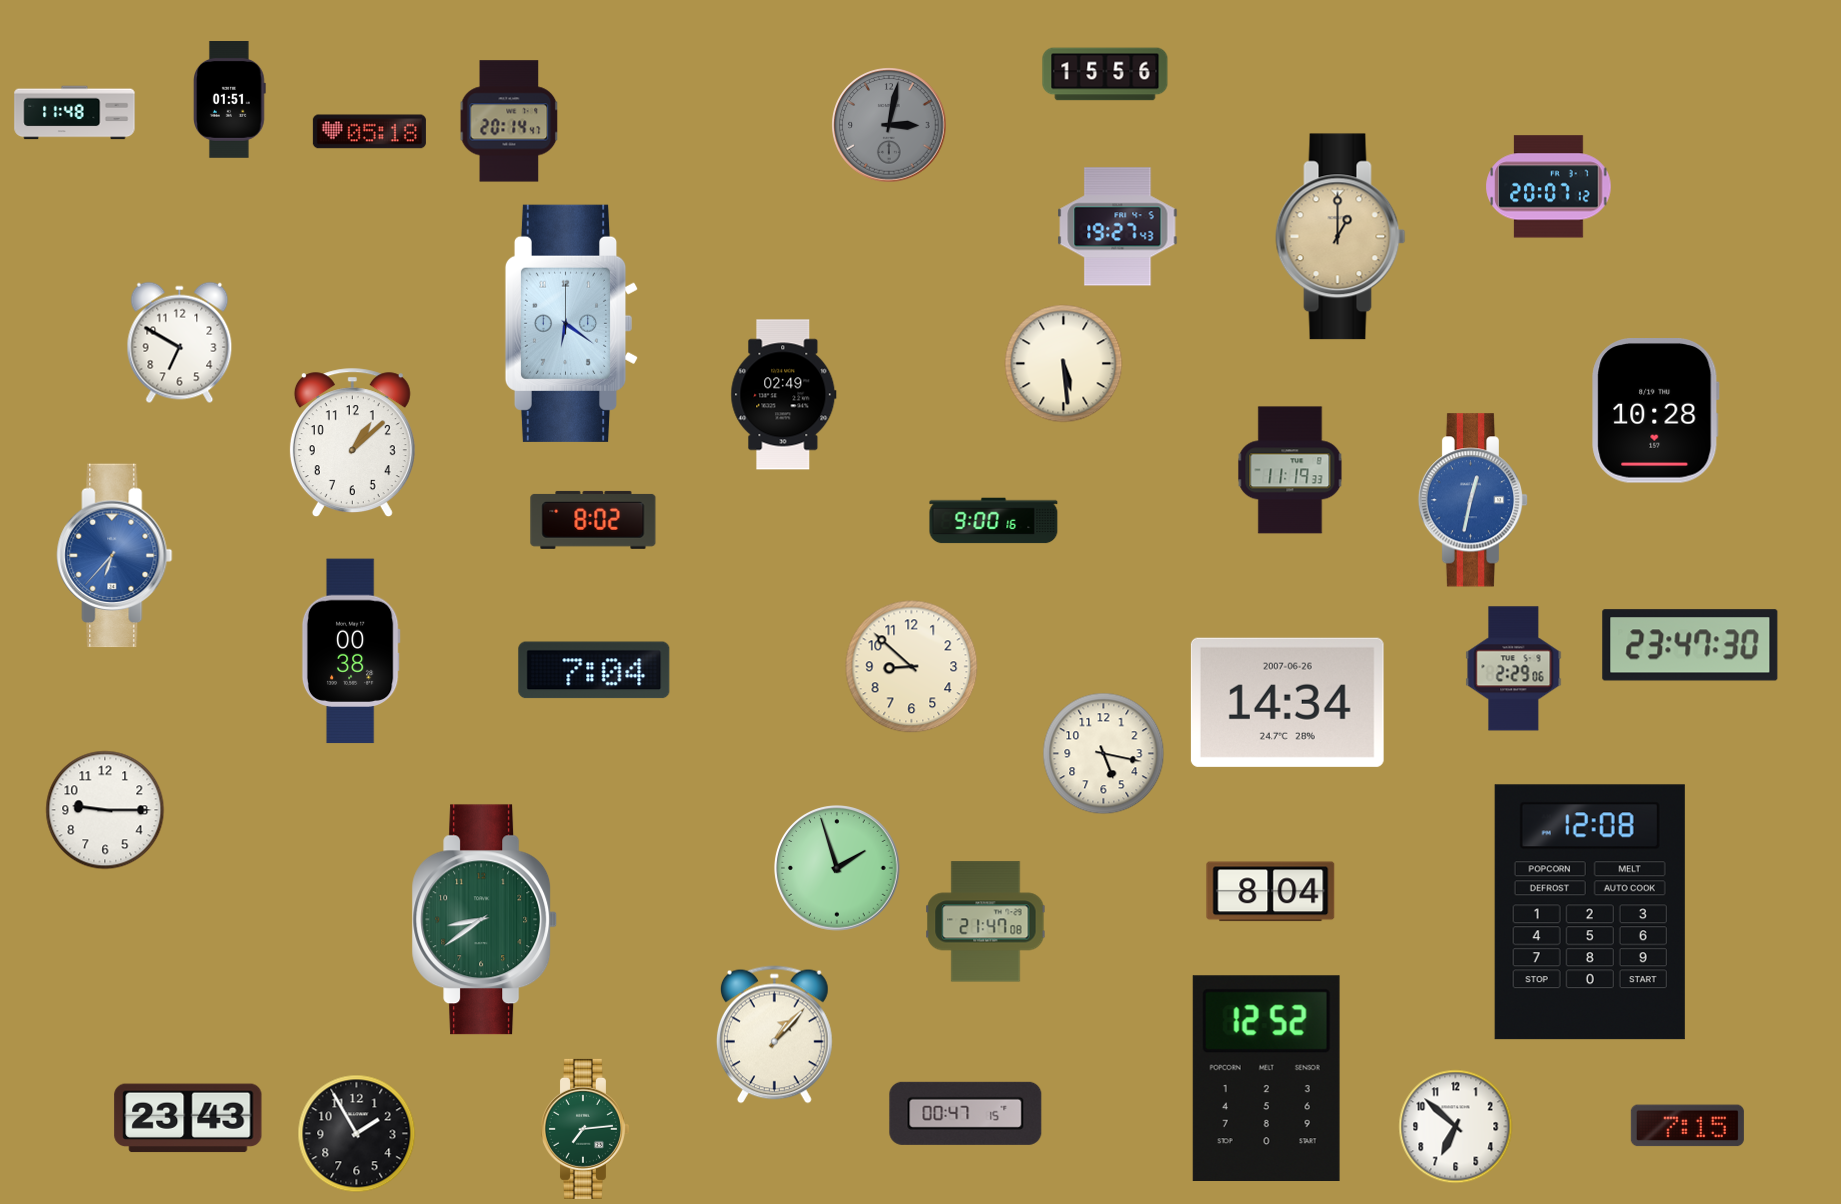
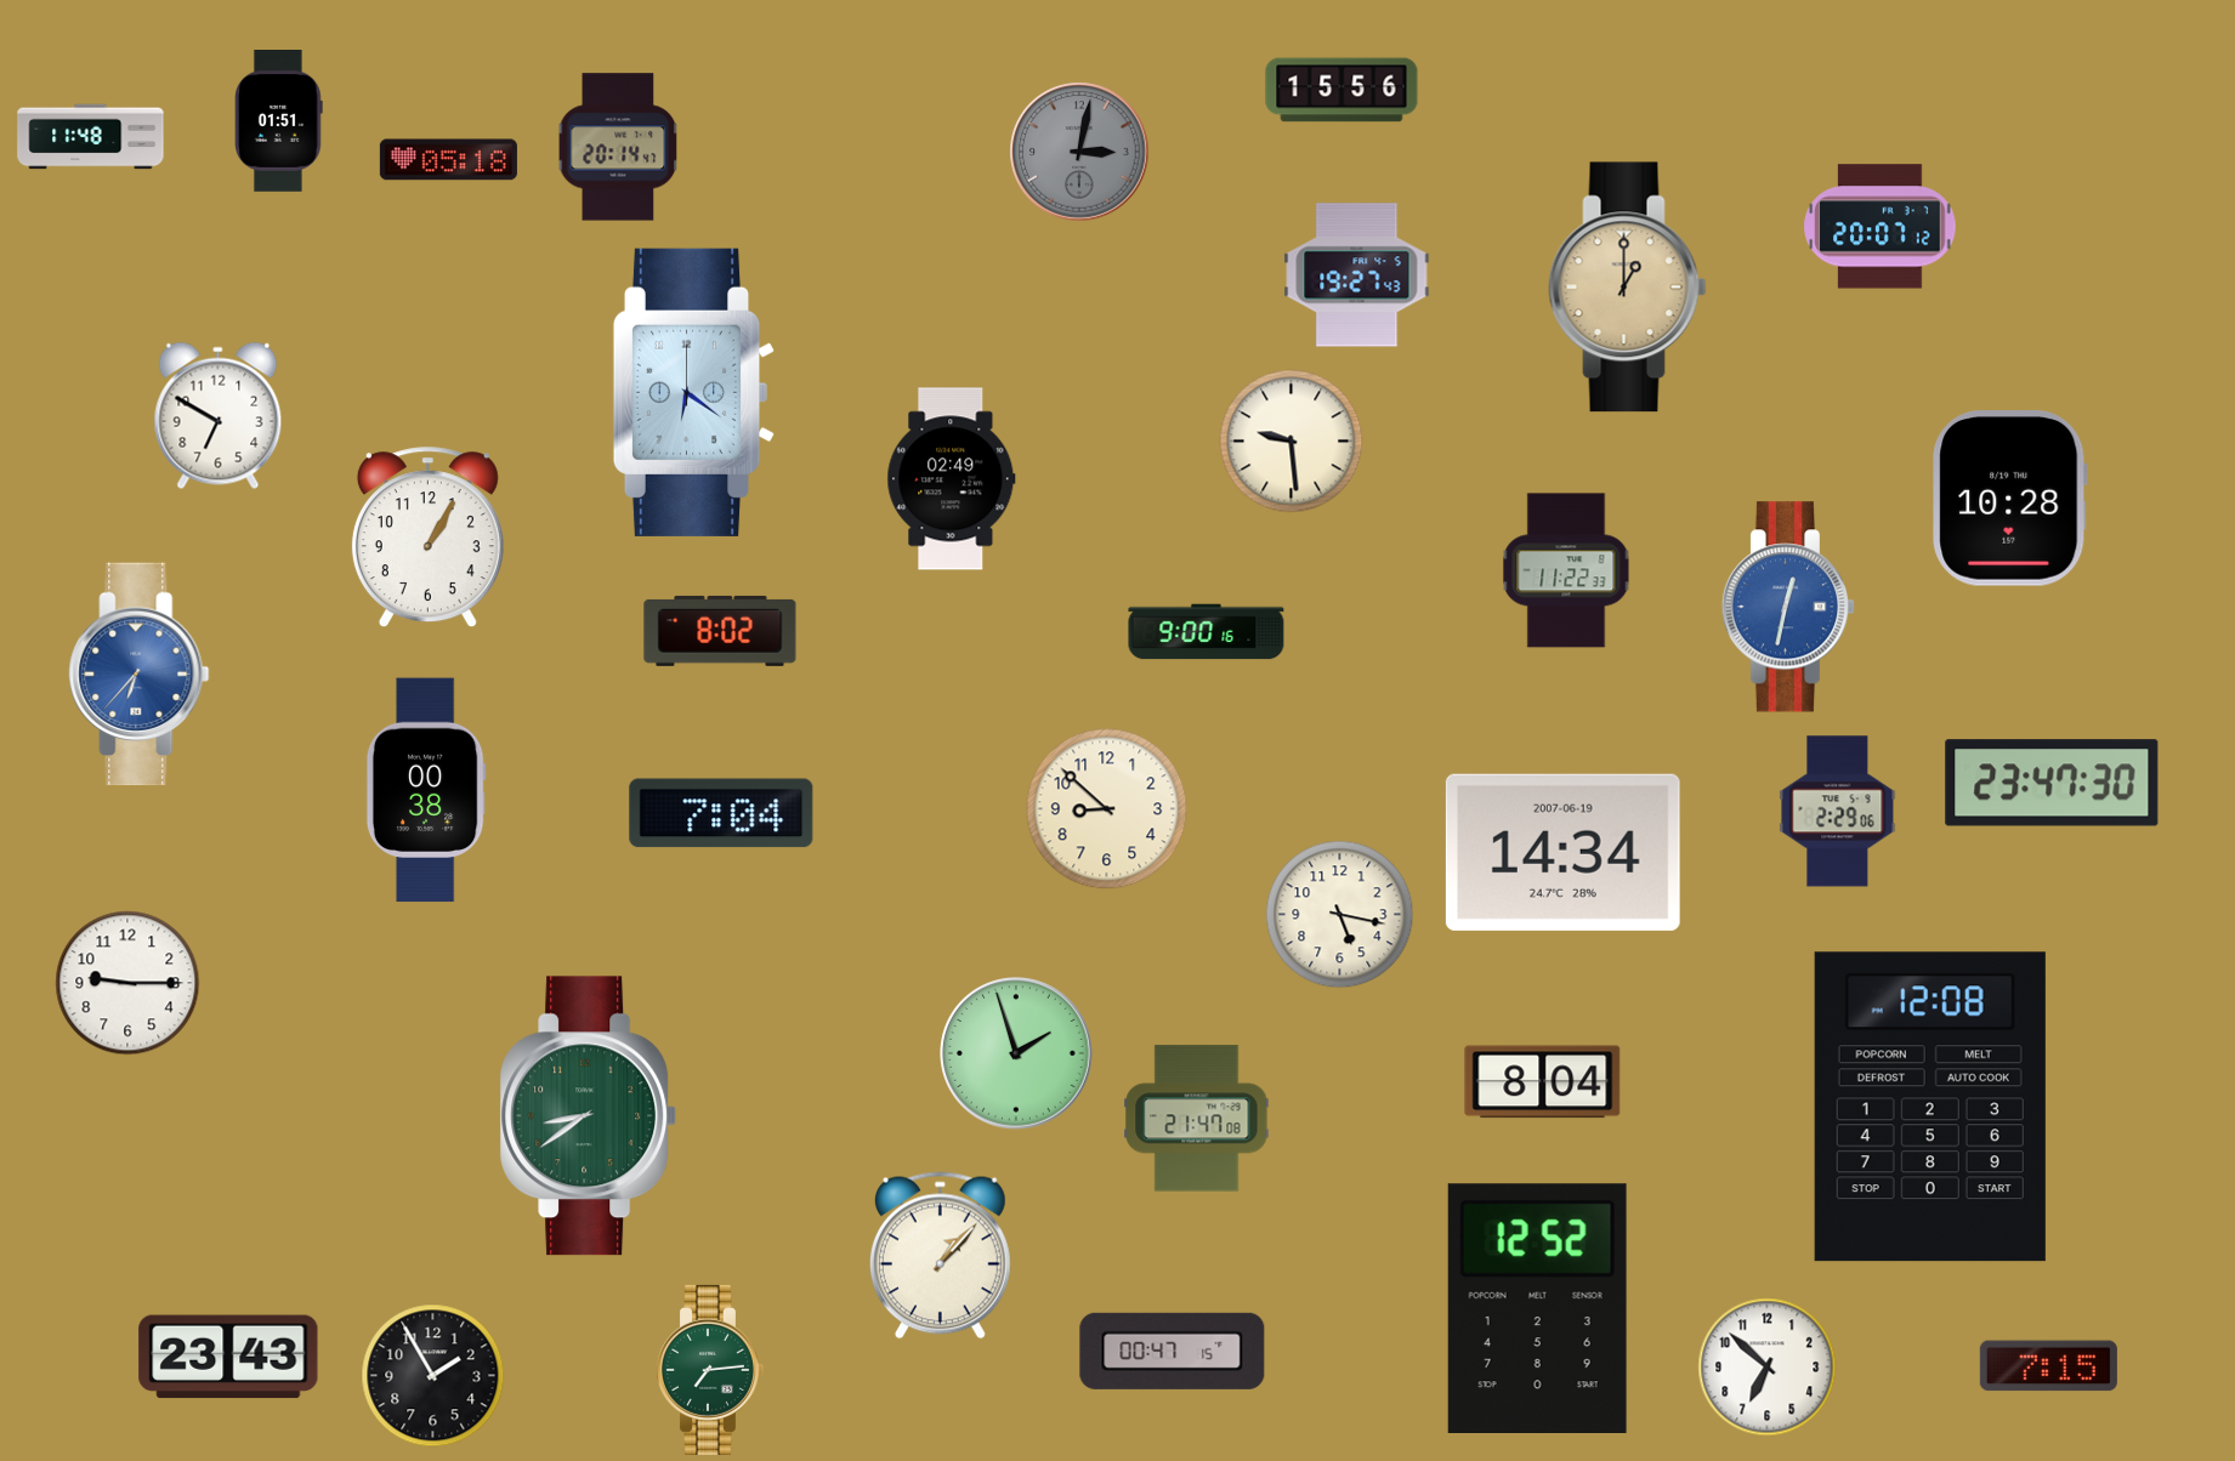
clock at (1064, 364): 5:29 -> 9:29
clock at (352, 443): 1:08 -> 1:05
clock at (1290, 470): 11:19 -> 11:22
clock at (1287, 702) date: 2007-06-26 -> 2007-06-19
